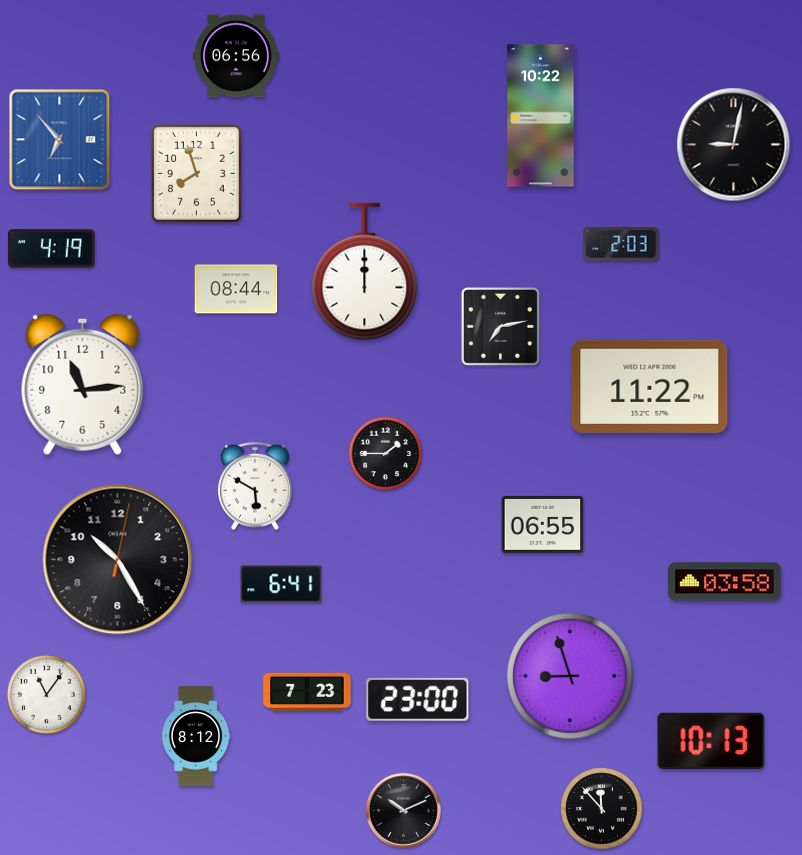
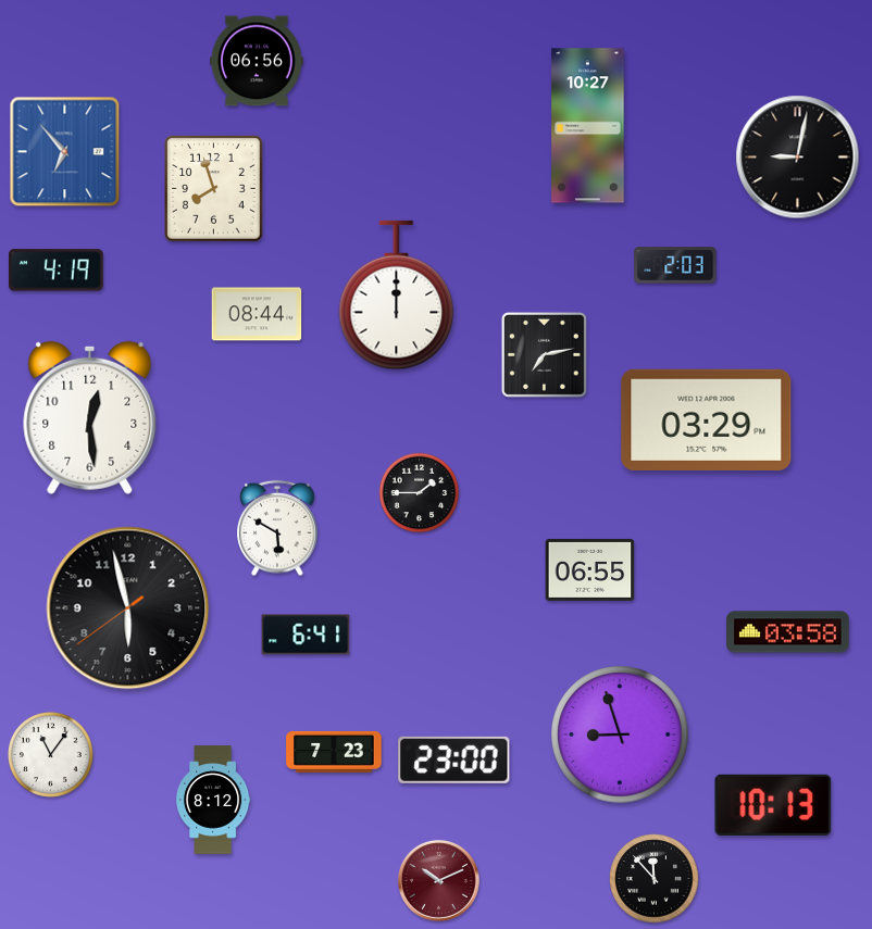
clock at (541, 116): 10:22 -> 10:27
clock at (83, 384): 11:14 -> 12:29
clock at (650, 386): 11:22 -> 03:29
clock at (118, 560): 10:25 -> 5:57
clock at (403, 810) dial: black -> burgundy
